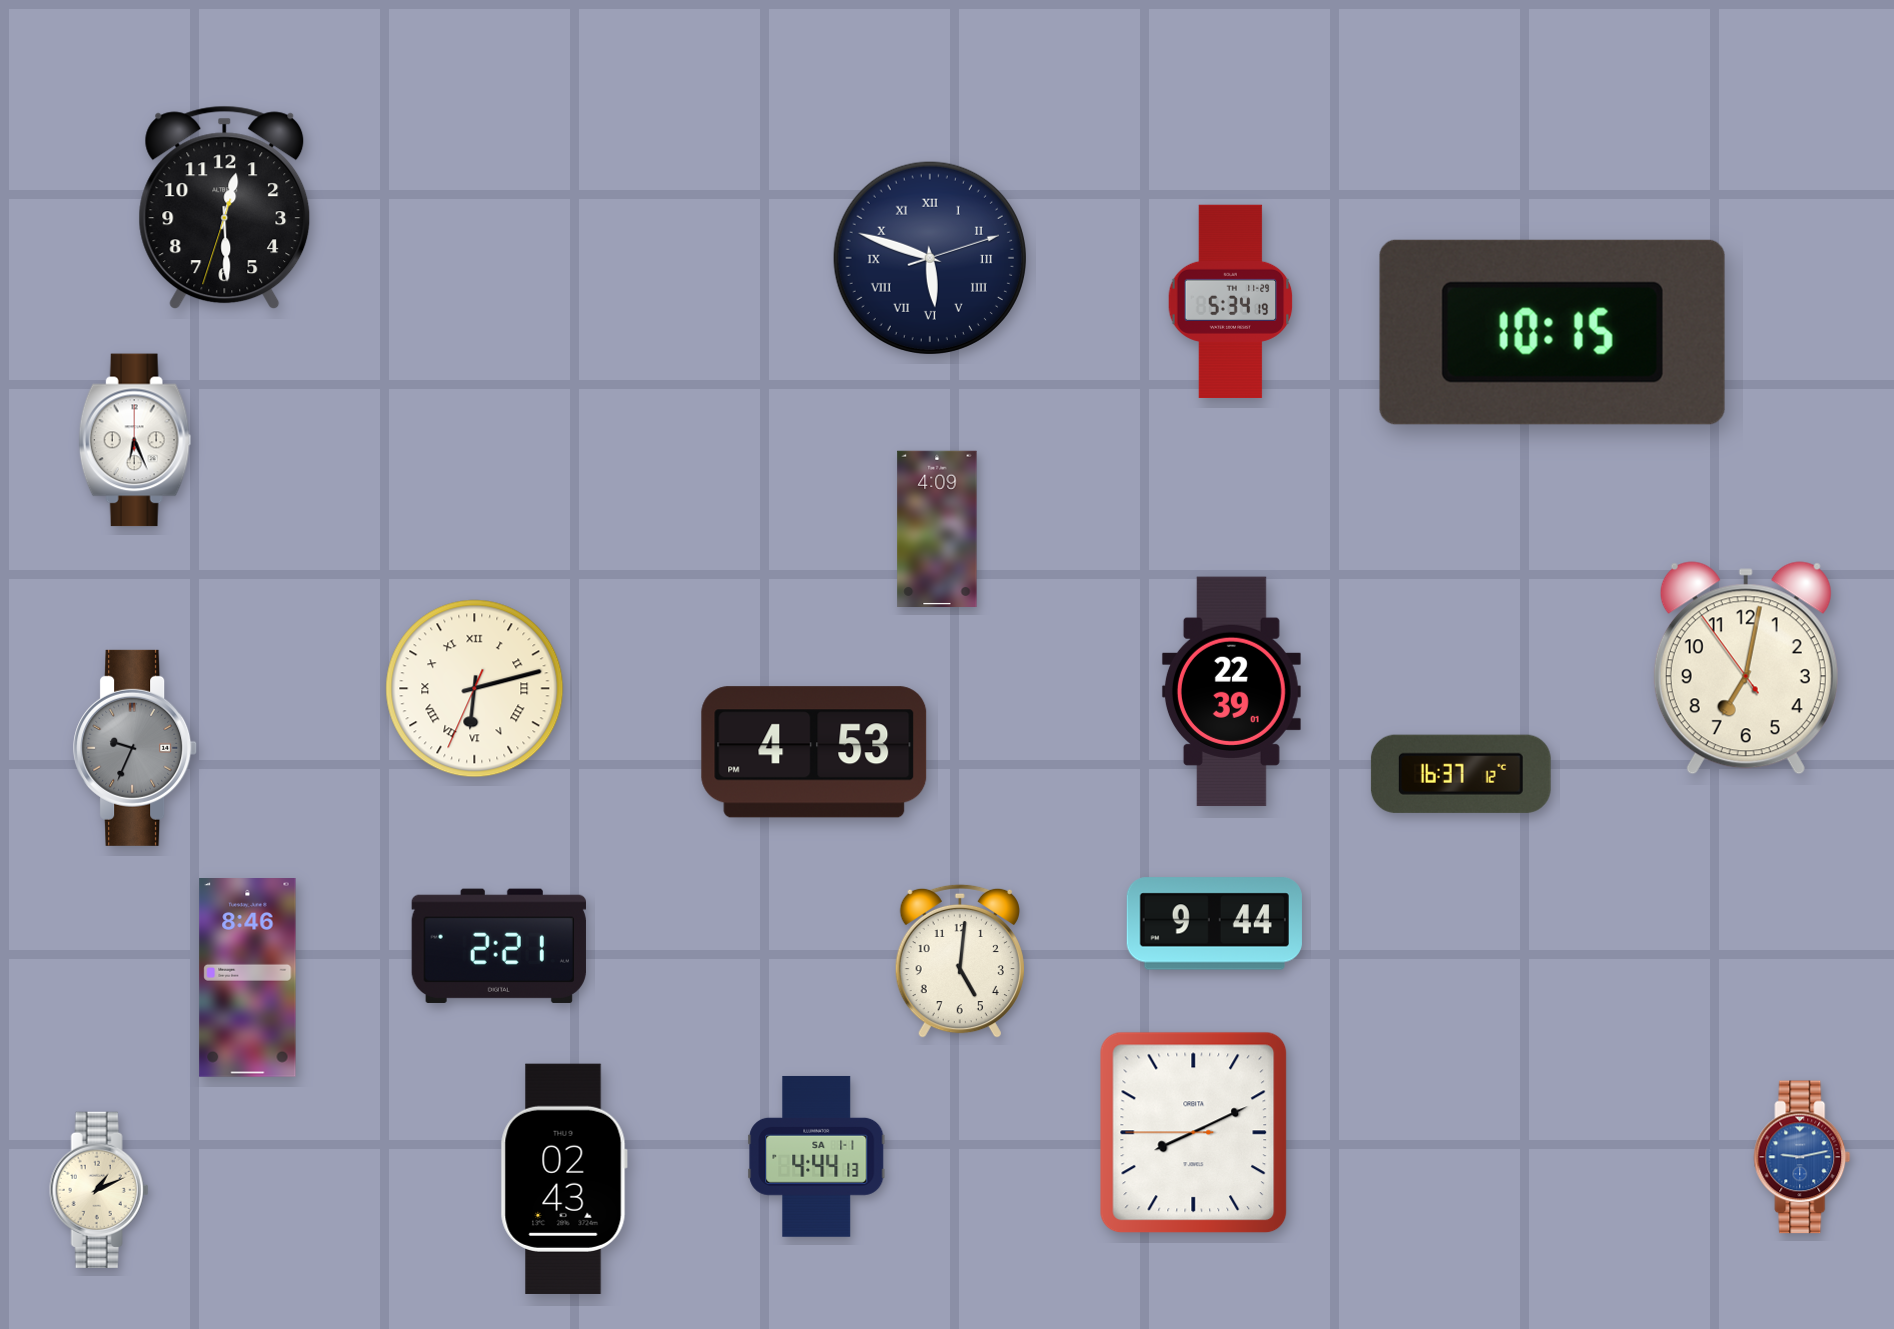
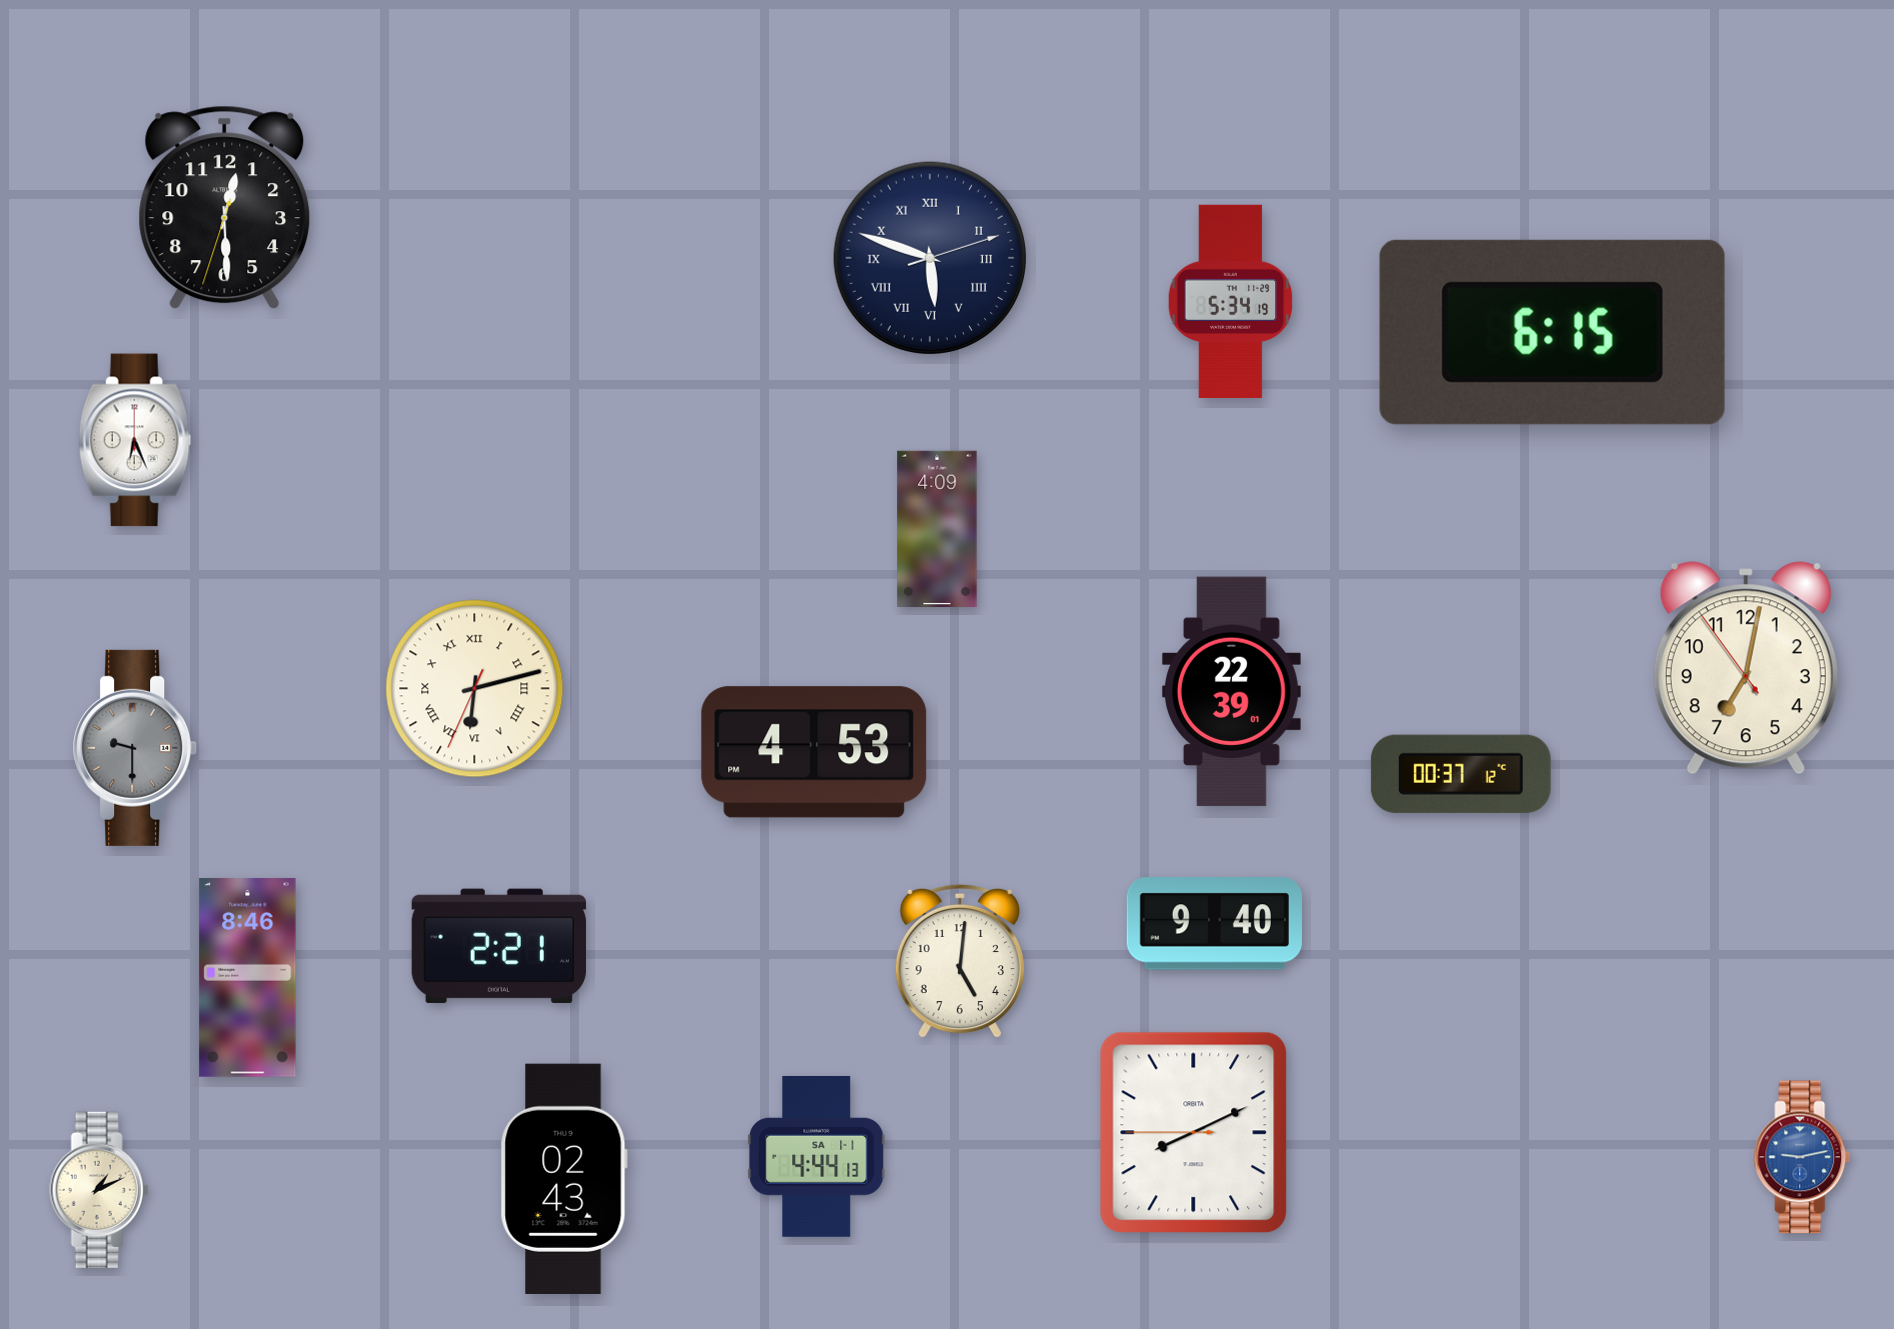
clock at (1552, 332): 10:15 -> 6:15
clock at (136, 748): 9:34 -> 9:30
clock at (1461, 774): 16:37 -> 00:37
clock at (1214, 924): 9:44 -> 9:40
